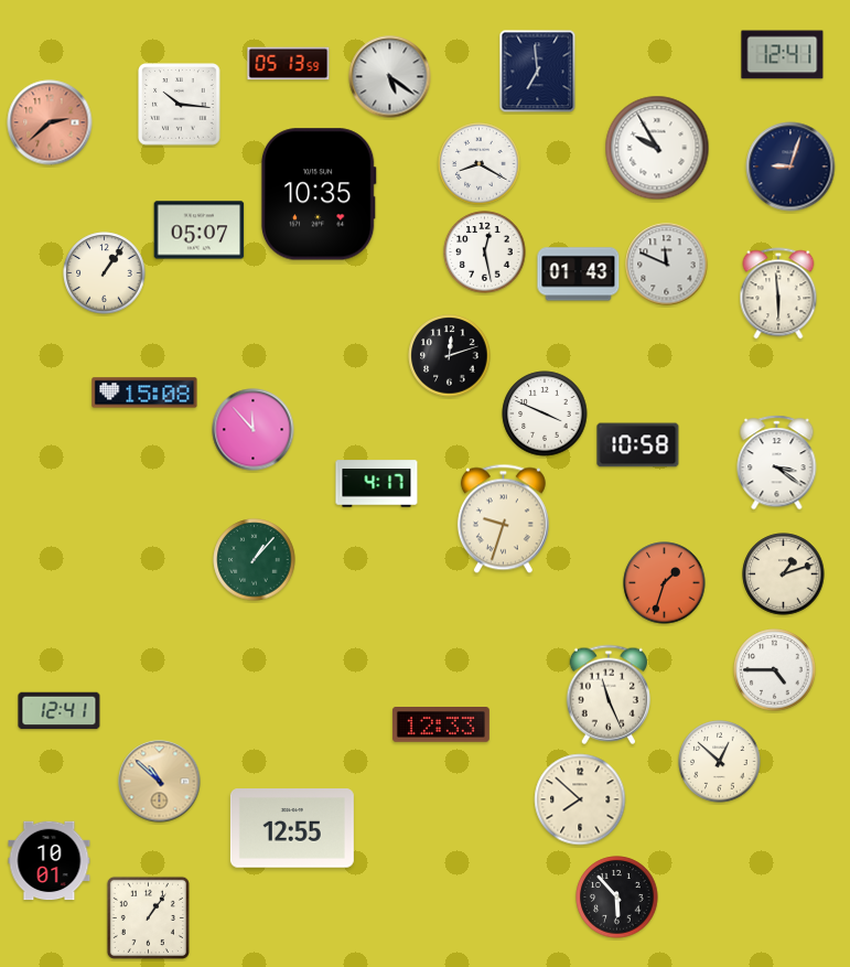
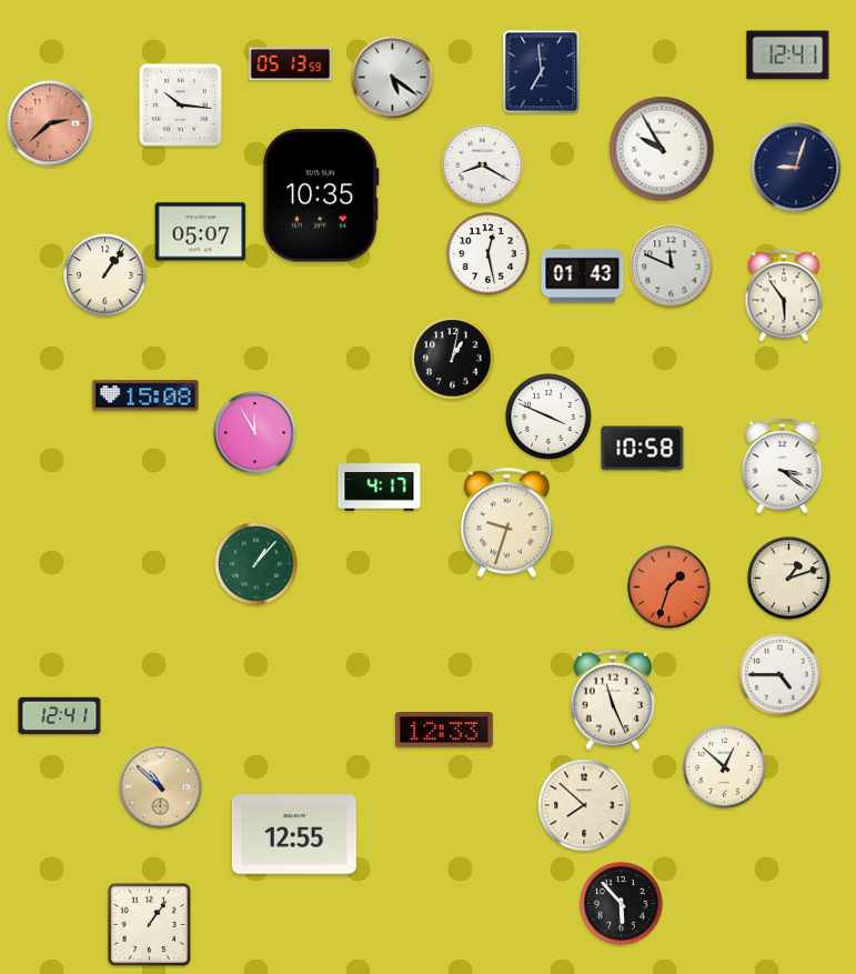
clock at (778, 293): 5:59 -> 5:54
clock at (450, 356): 12:12 -> 1:02
clock at (254, 430): 11:53 -> 11:55
clock at (50, 861): 10:01 -> none
